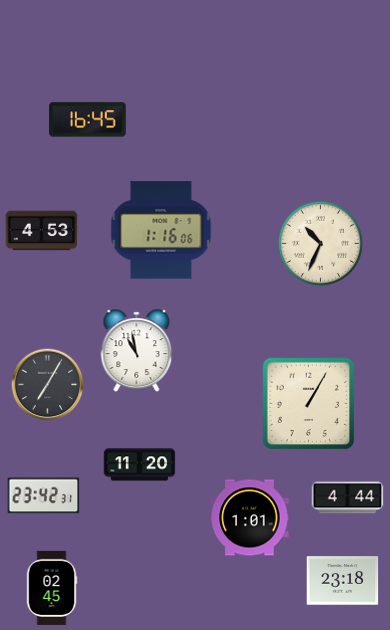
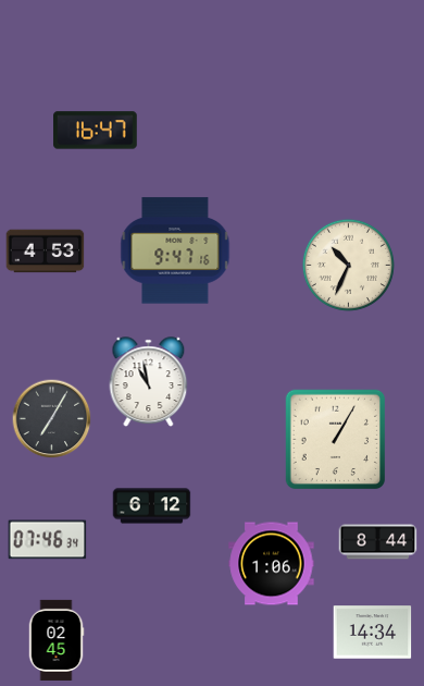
clock at (88, 120): 16:45 -> 16:47
clock at (161, 230): 1:16 -> 9:47
clock at (140, 465): 11:20 -> 6:12
clock at (44, 496): 23:42 -> 07:46
clock at (348, 498): 4:44 -> 8:44
clock at (250, 518): 1:01 -> 1:06
clock at (343, 581): 23:18 -> 14:34
